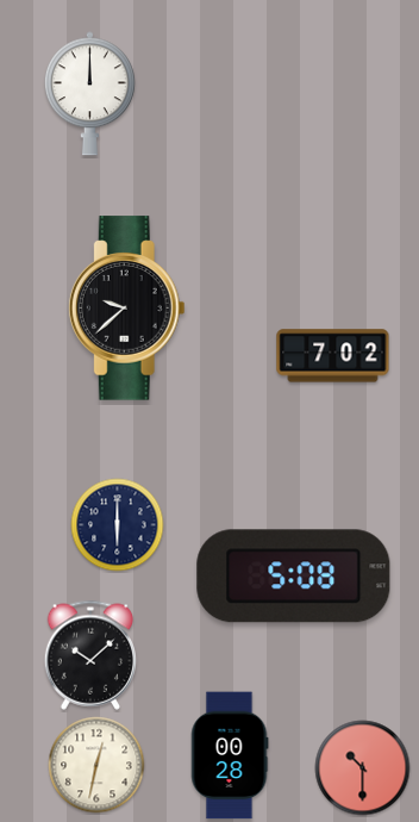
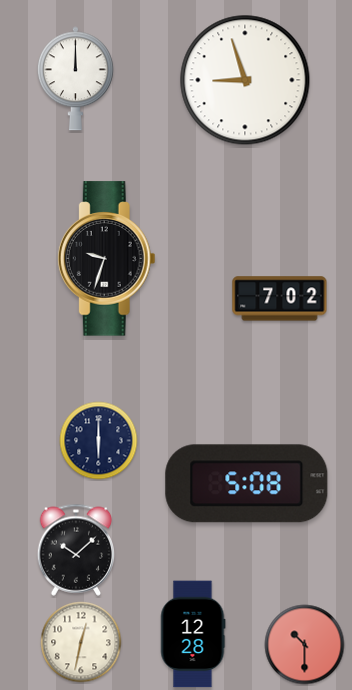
clock at (245, 80): none -> 8:57
clock at (126, 309): 9:38 -> 9:33
clock at (230, 755): 00:28 -> 12:28
